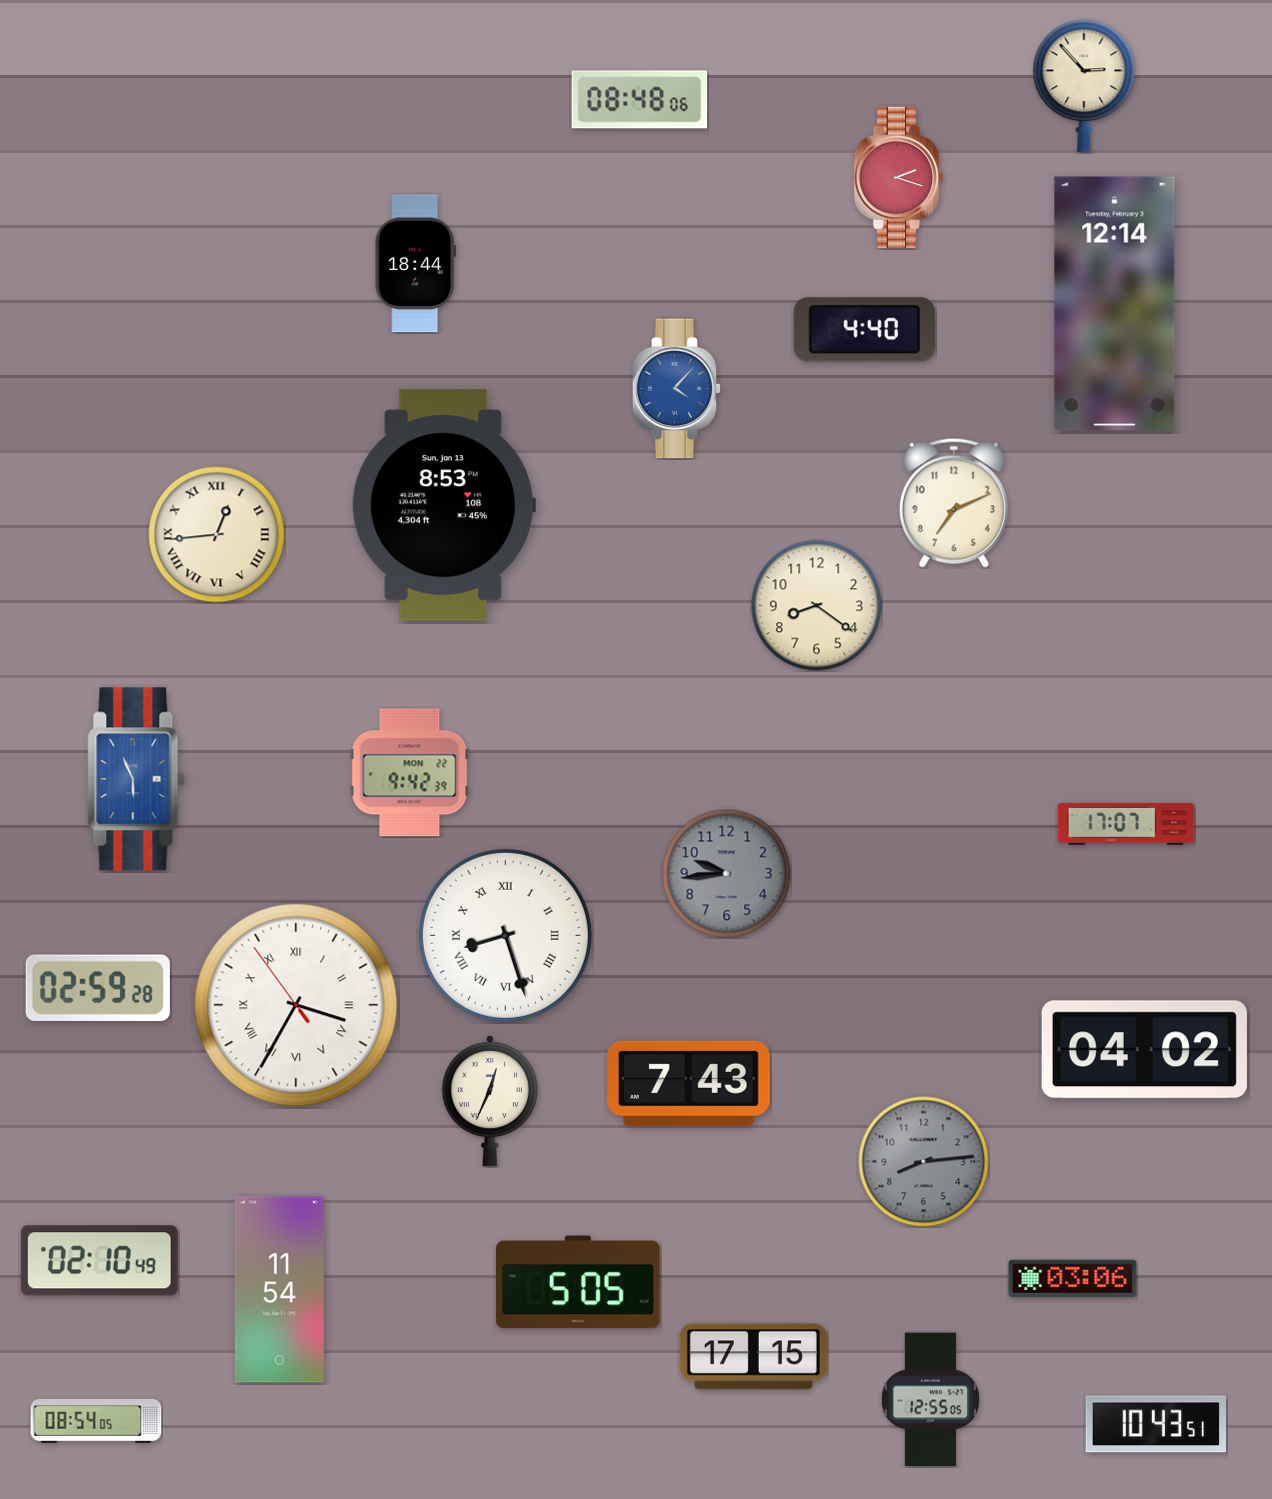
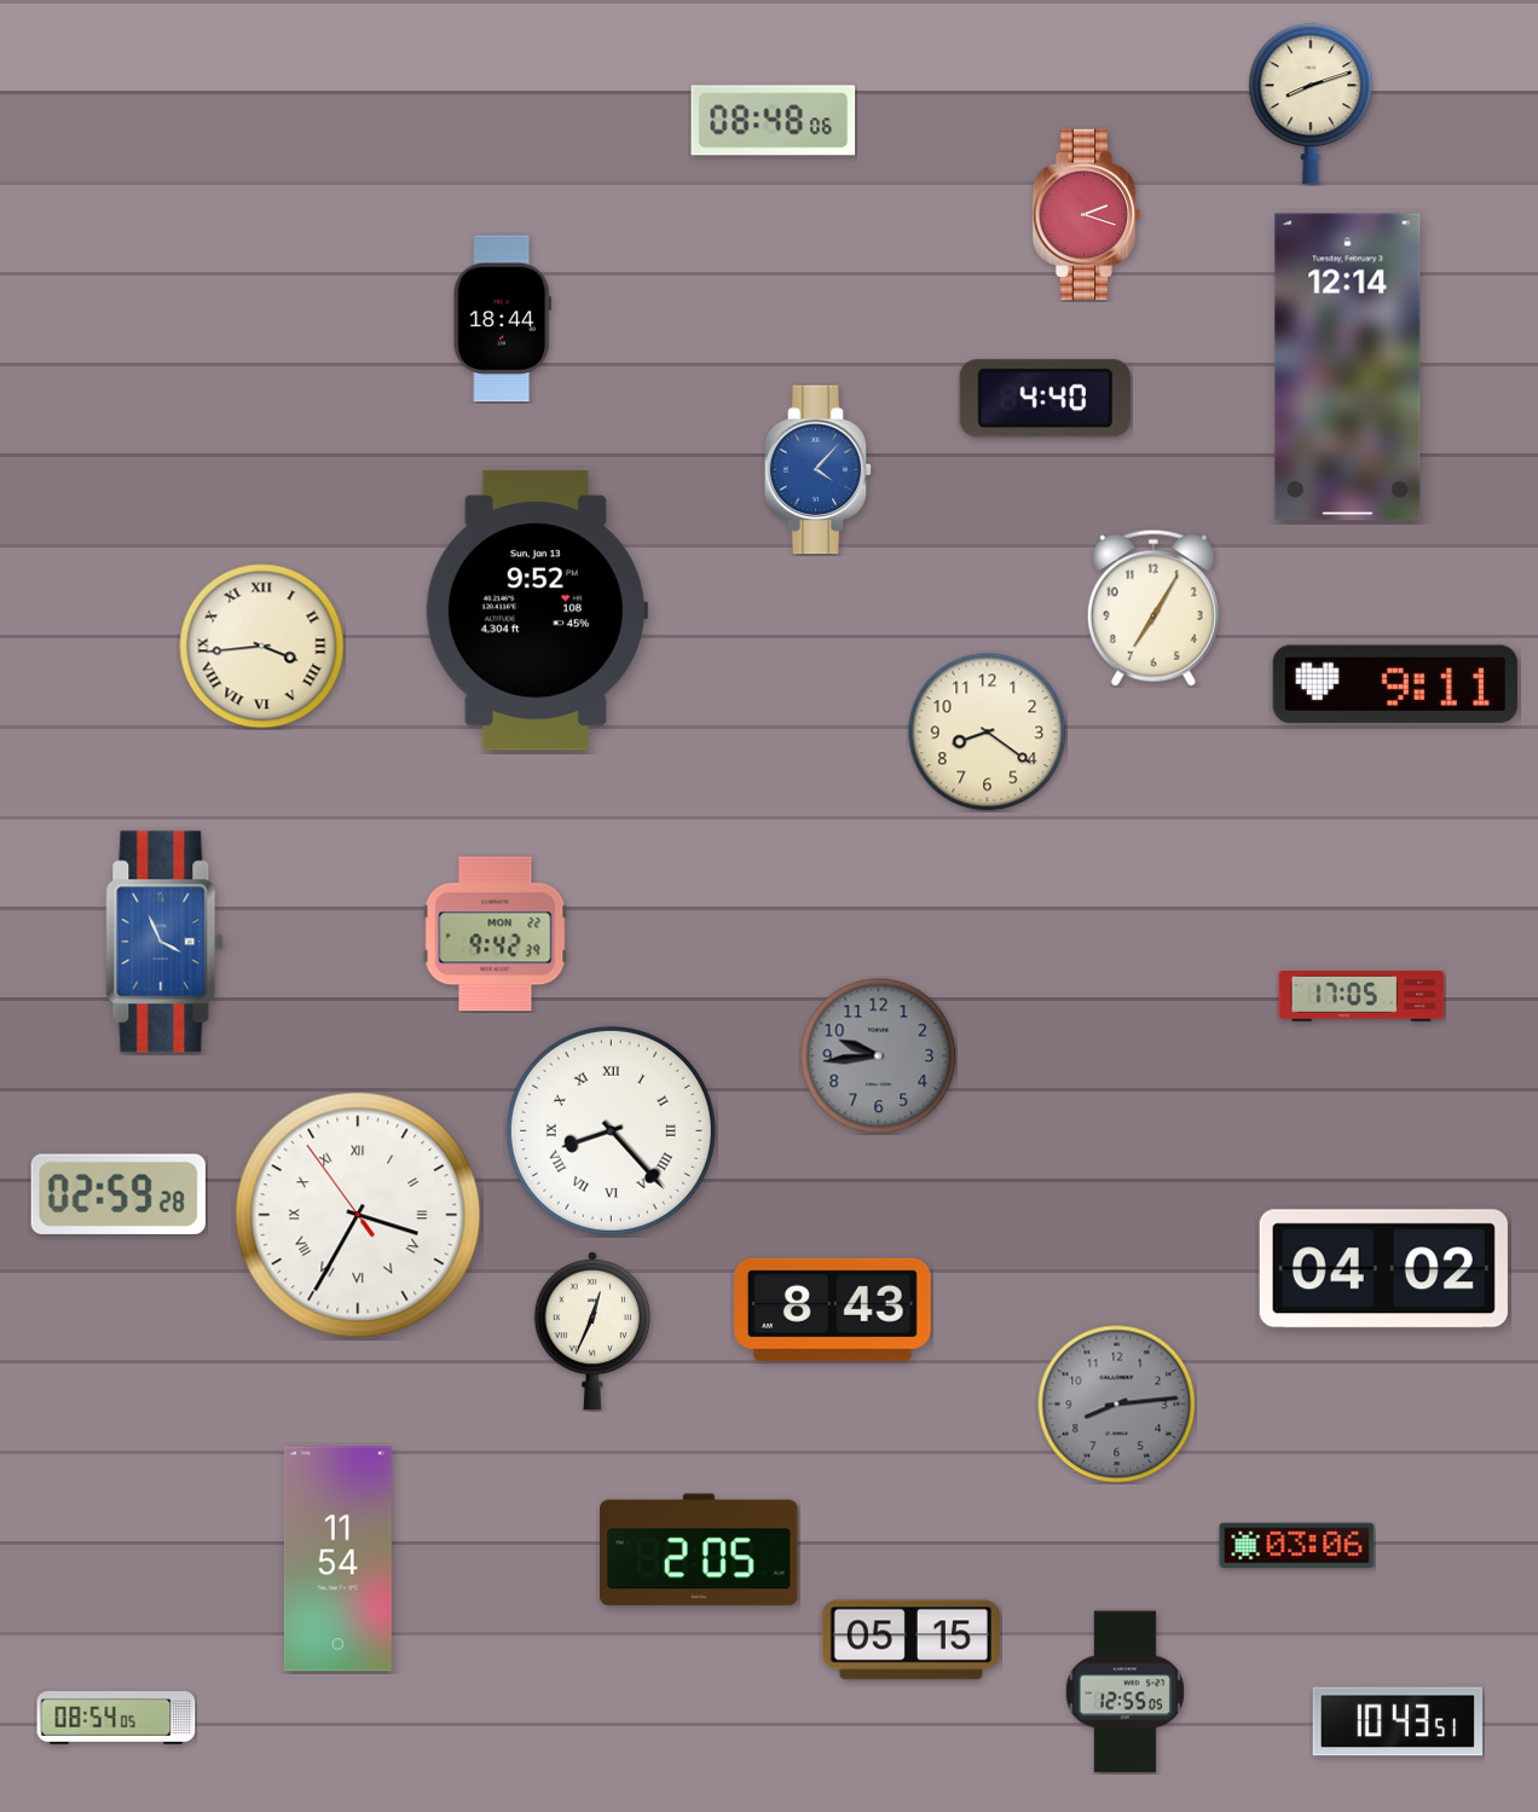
clock at (1084, 86): 2:53 -> 8:12
clock at (954, 503): 7:11 -> 7:05
clock at (444, 505): 8:53 -> 9:52
clock at (217, 535): 12:44 -> 3:44
clock at (1395, 684): none -> 9:11
clock at (136, 779): 5:56 -> 3:56
clock at (1126, 824): 17:07 -> 17:05
clock at (505, 935): 8:27 -> 8:23
clock at (689, 1083): 7:43 -> 8:43
clock at (99, 1261): 02:10 -> none
clock at (578, 1282): 5:05 -> 2:05
clock at (753, 1357): 17:15 -> 05:15
